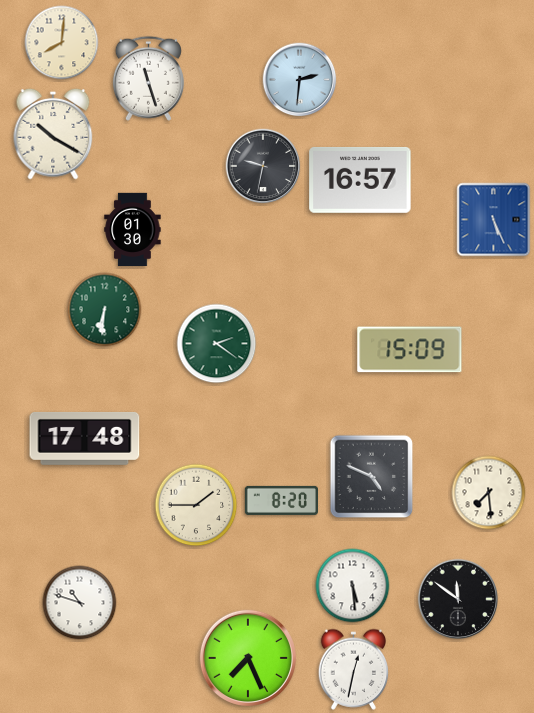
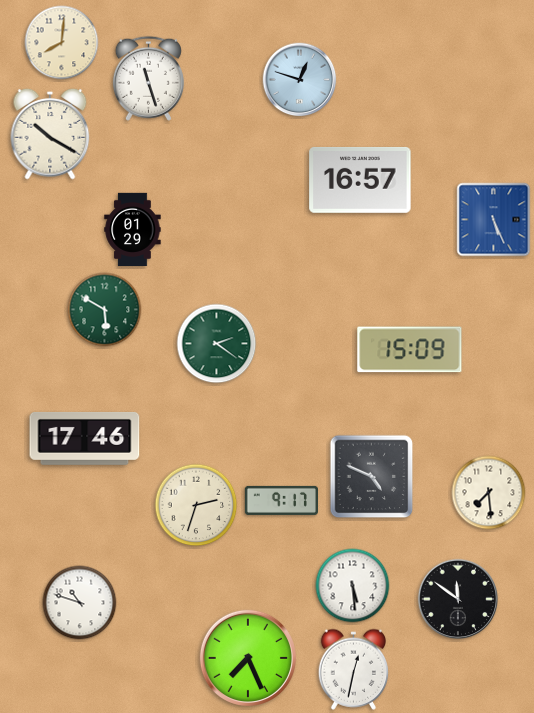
clock at (300, 80): 2:31 -> 12:48
clock at (53, 134) position: (53, 134) -> (50, 134)
clock at (263, 166): 9:32 -> none
clock at (133, 229): 01:30 -> 01:29
clock at (105, 310): 6:31 -> 5:50
clock at (85, 438): 17:48 -> 17:46
clock at (281, 500): 8:20 -> 9:17
clock at (196, 505): 1:45 -> 2:33
